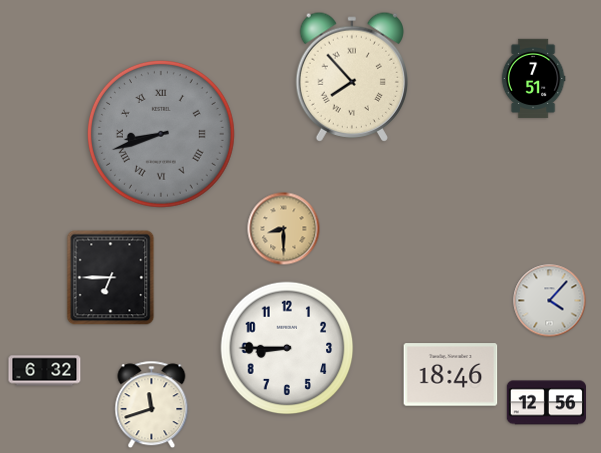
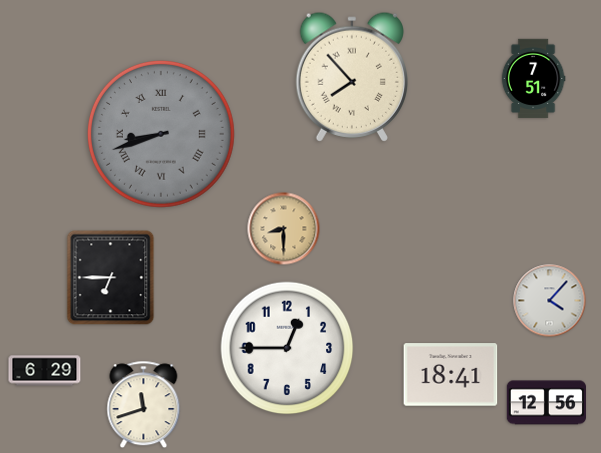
clock at (287, 348): 8:45 -> 12:45
clock at (45, 371): 6:32 -> 6:29
clock at (451, 375): 18:46 -> 18:41
clock at (152, 405) position: (152, 405) -> (144, 405)
